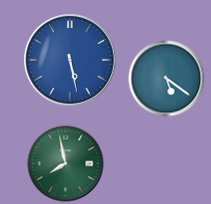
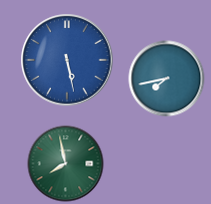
clock at (70, 60) position: (70, 60) -> (67, 60)
clock at (167, 79): 5:21 -> 7:43
